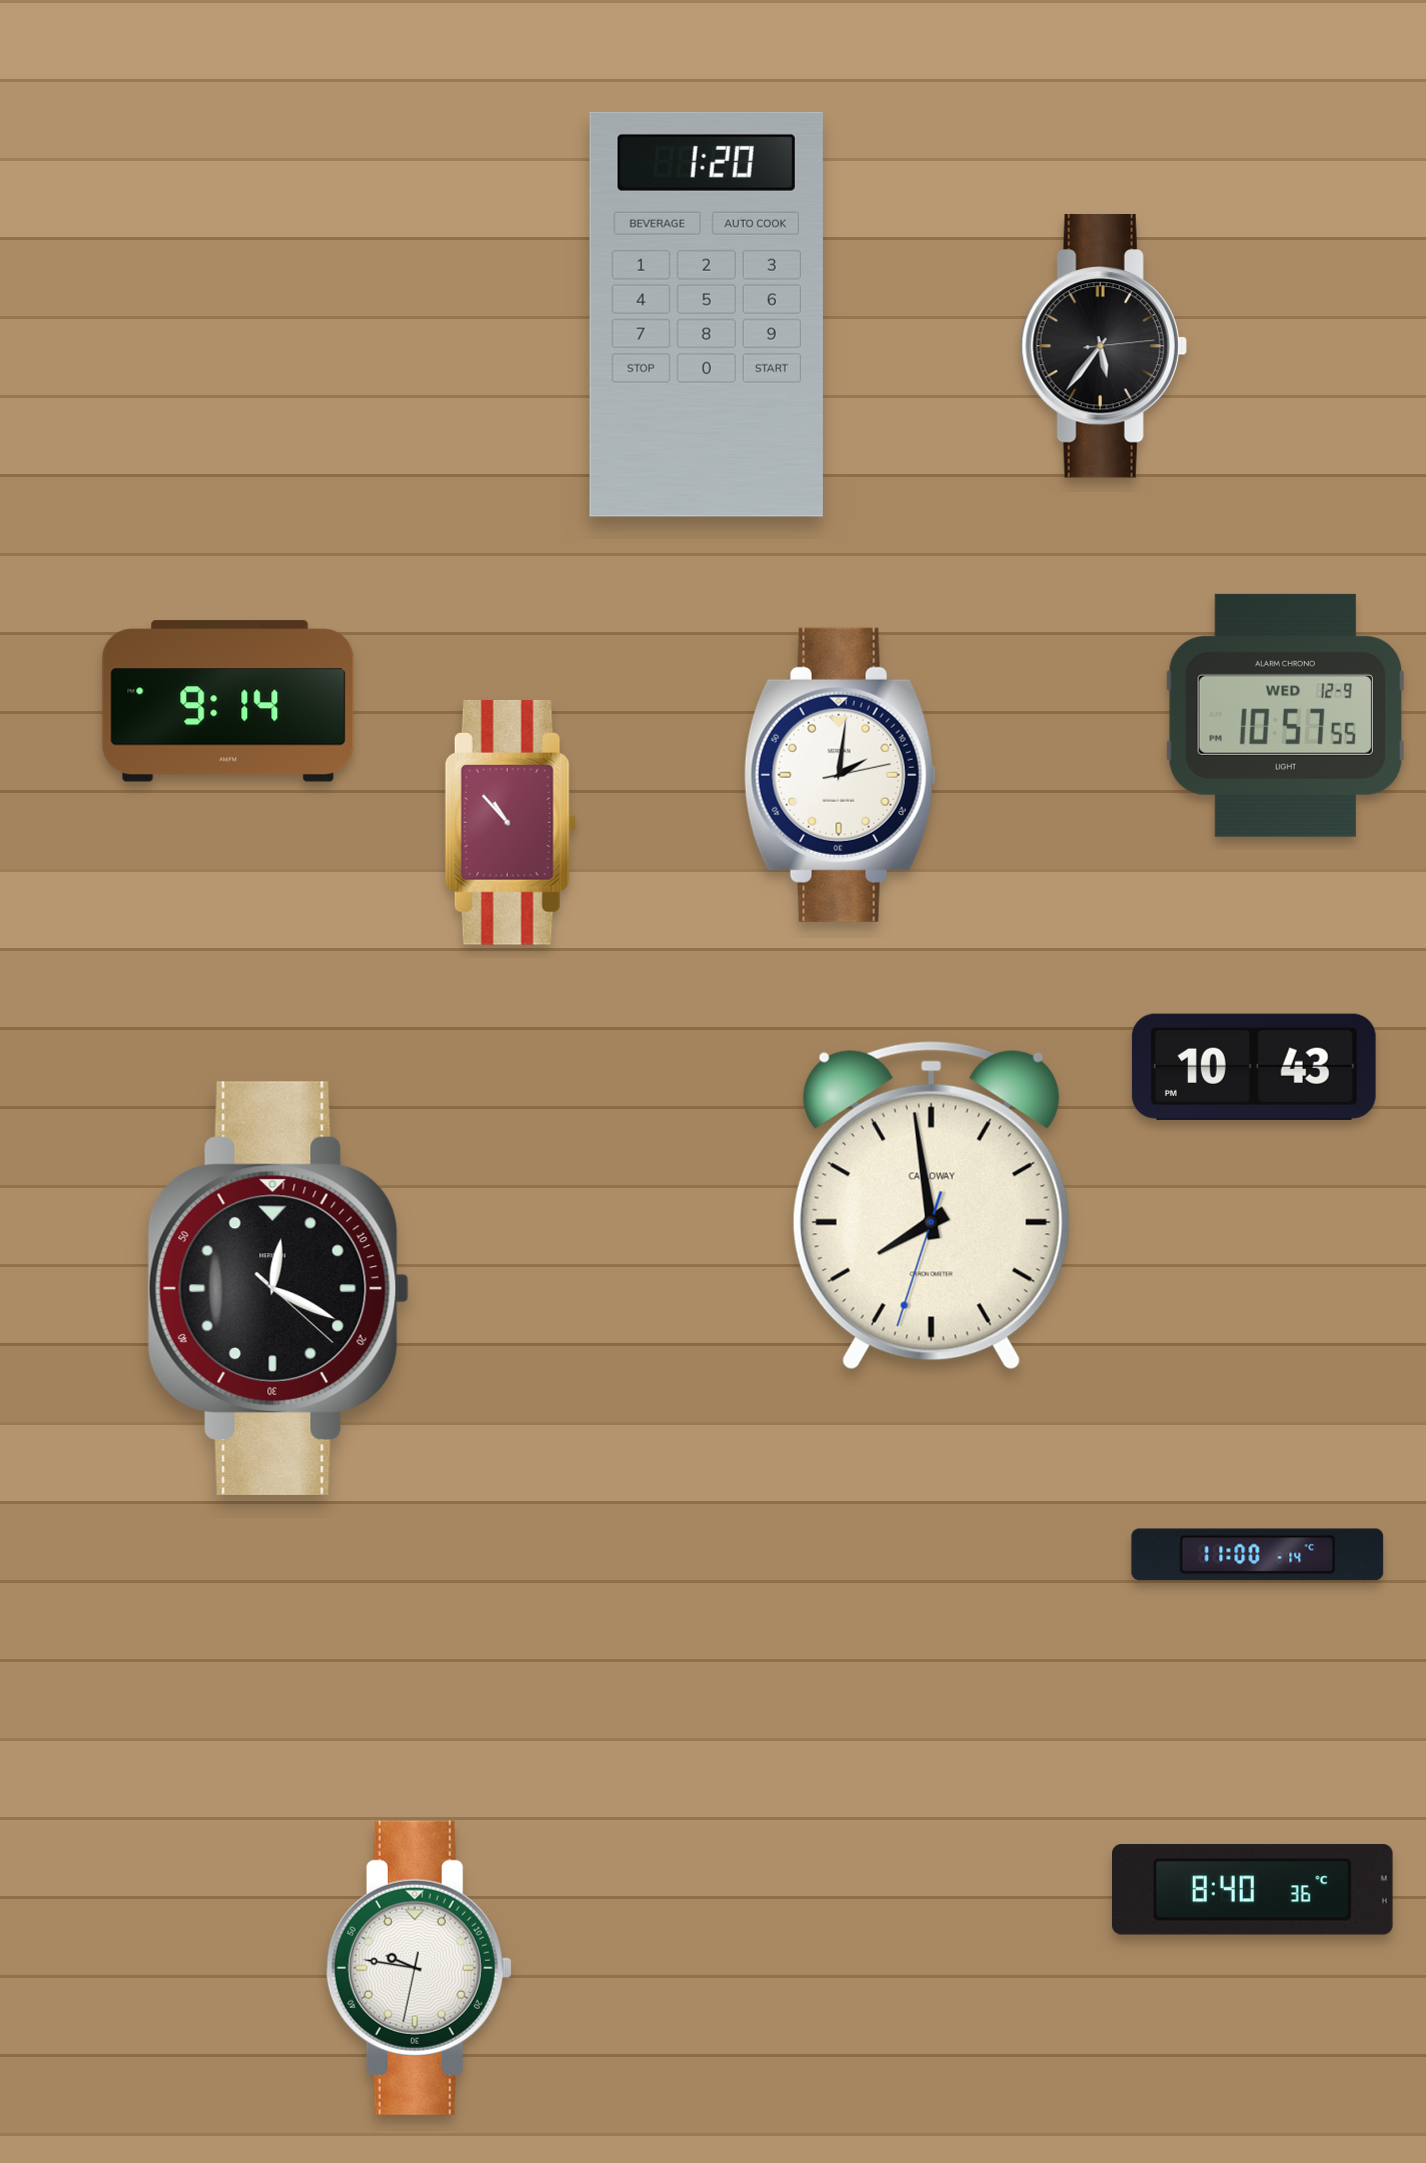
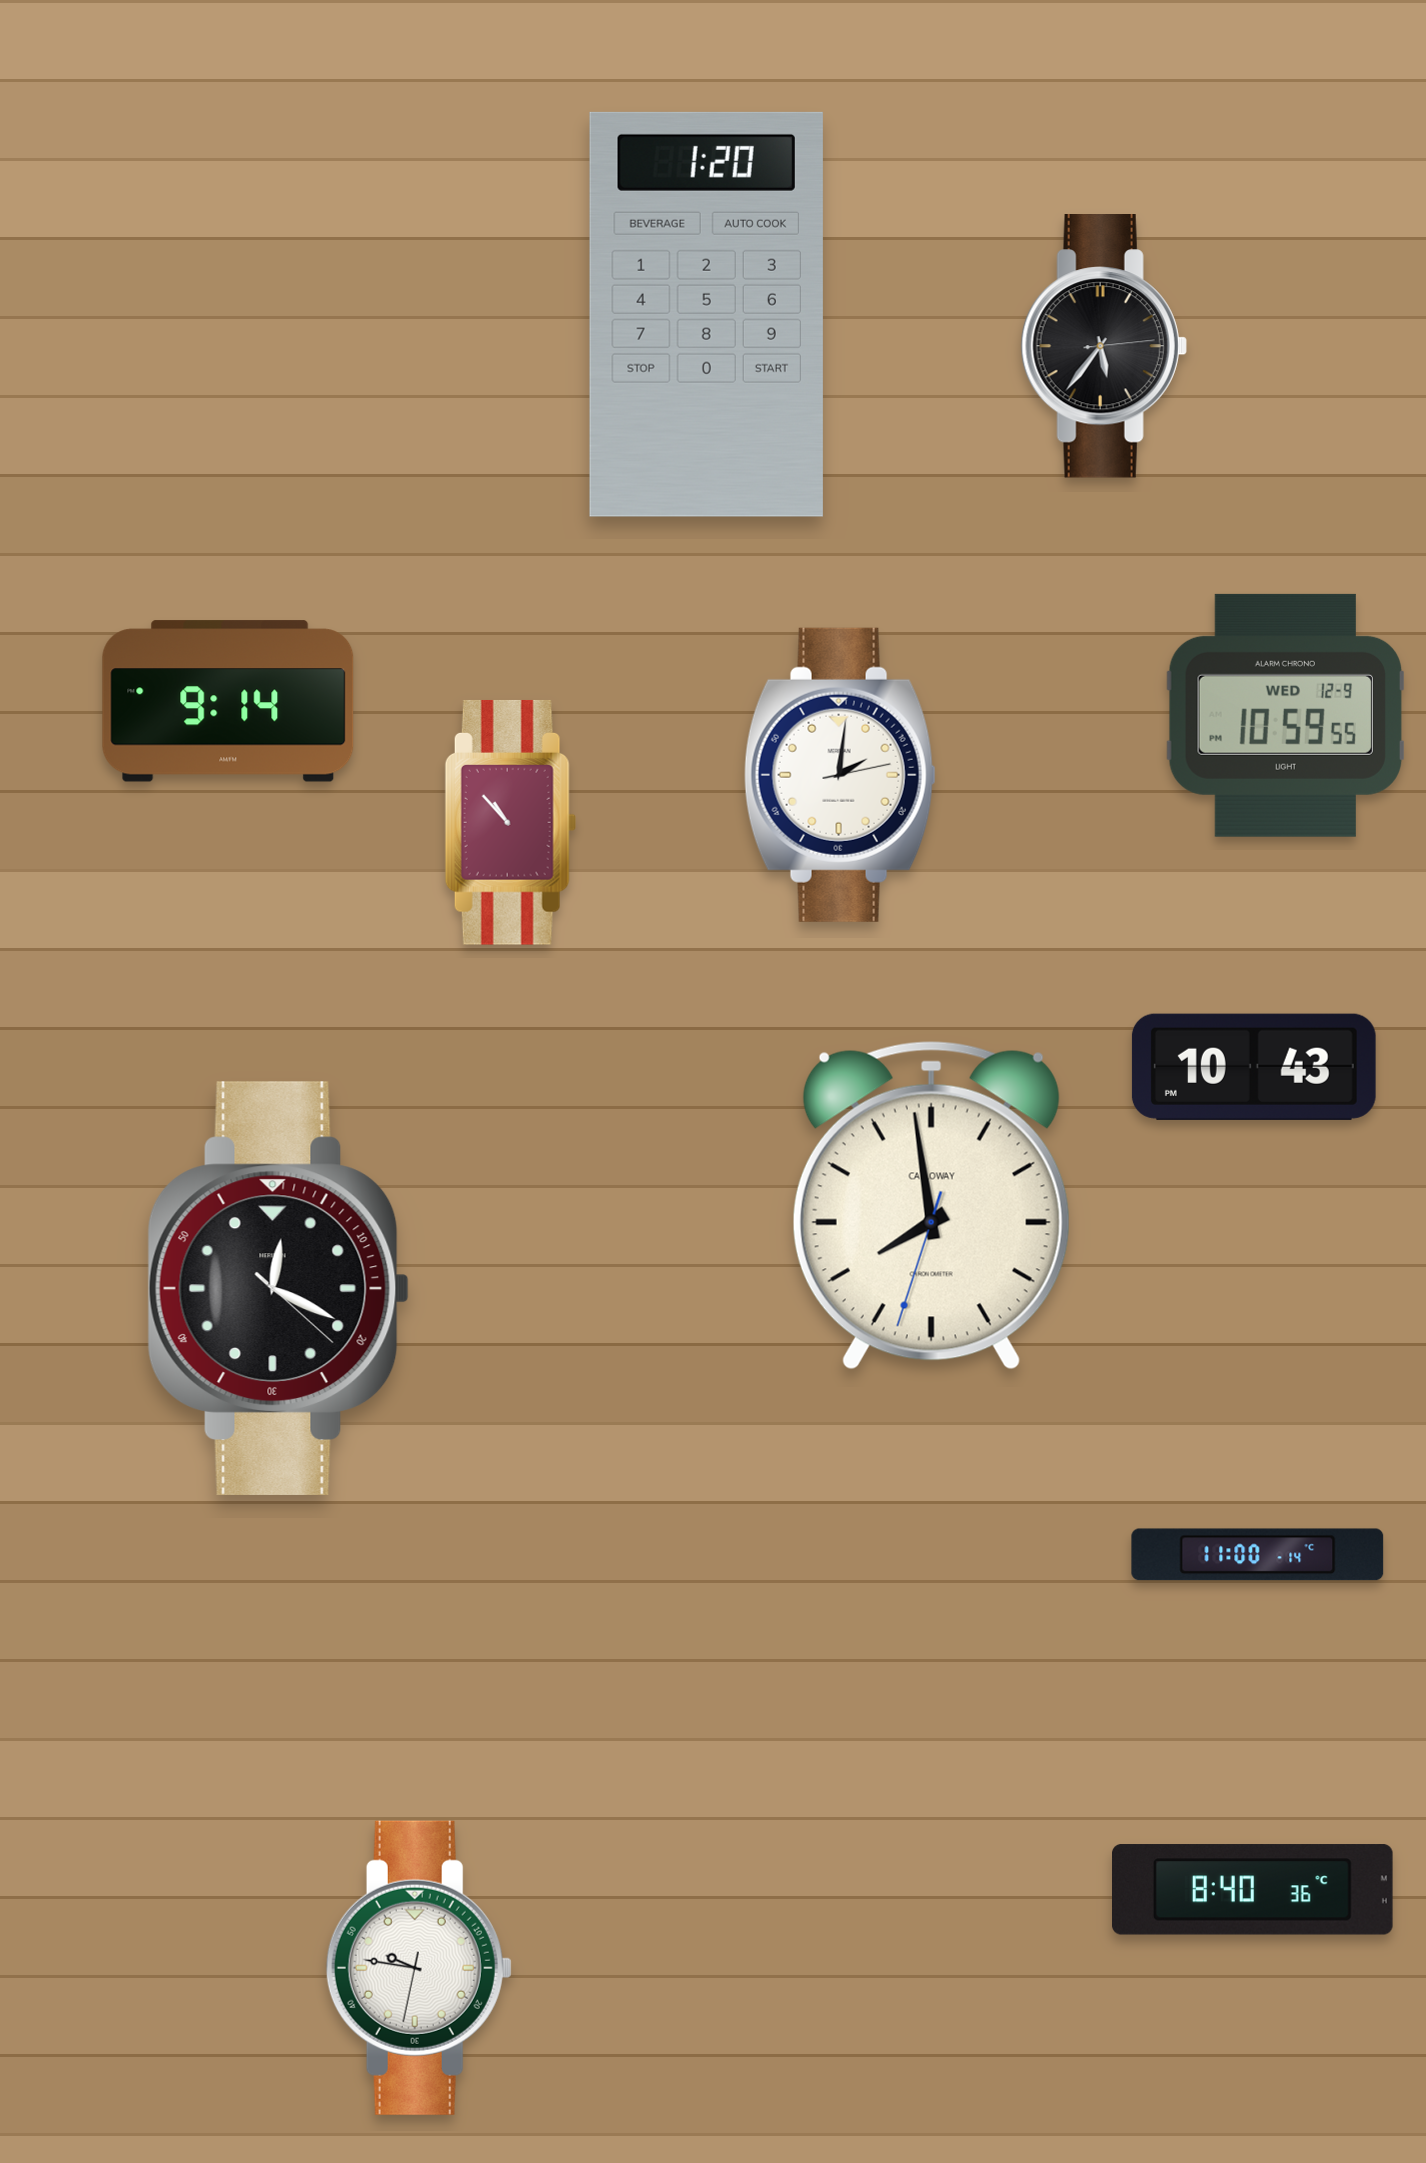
clock at (1285, 715): 10:57 -> 10:59
